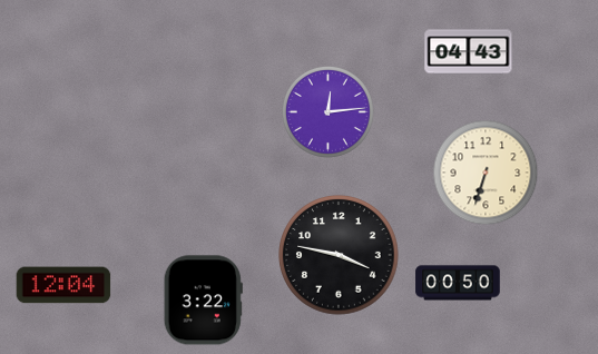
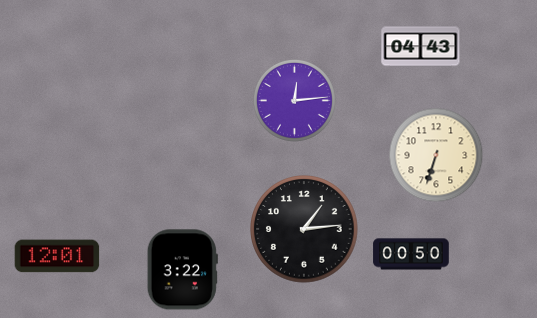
clock at (339, 255): 3:47 -> 1:14
clock at (63, 285): 12:04 -> 12:01
